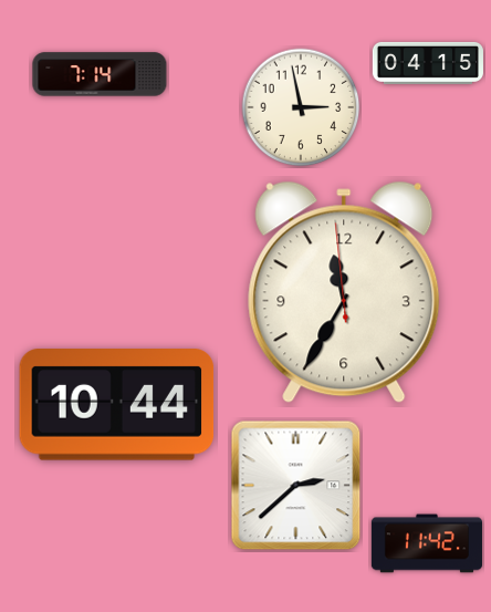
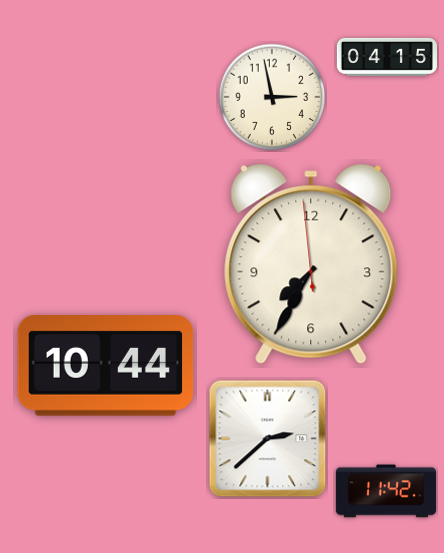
clock at (100, 74): 7:14 -> none
clock at (344, 292): 11:34 -> 7:34
